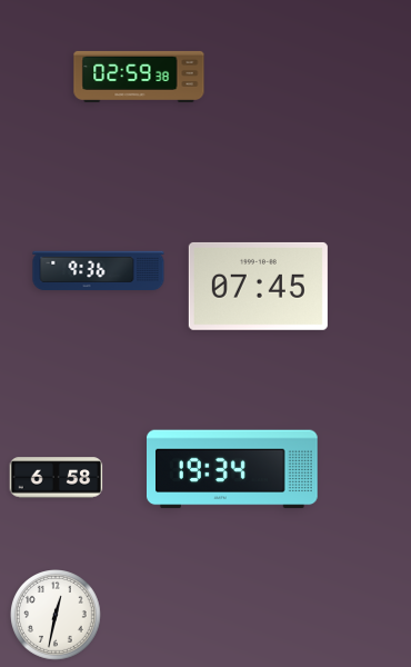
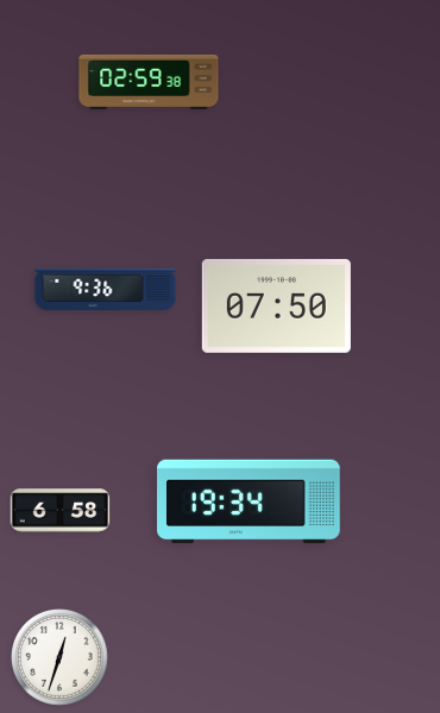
clock at (258, 286): 07:45 -> 07:50
clock at (56, 615): 12:32 -> 12:33
